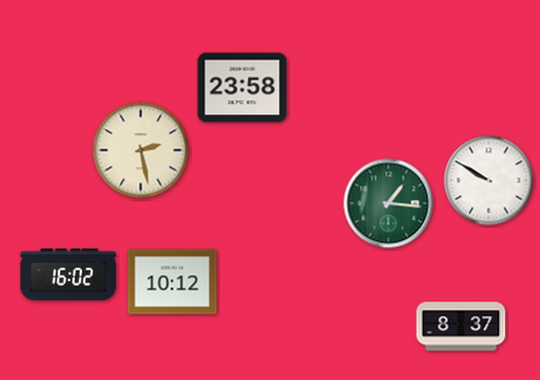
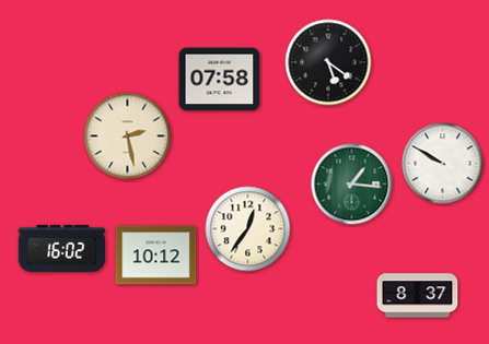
clock at (328, 62): none -> 5:21
clock at (243, 88): 23:58 -> 07:58
clock at (248, 229): none -> 12:36
